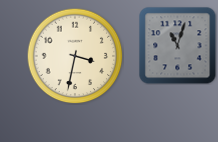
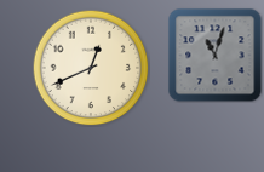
clock at (75, 56): 3:32 -> 12:41
